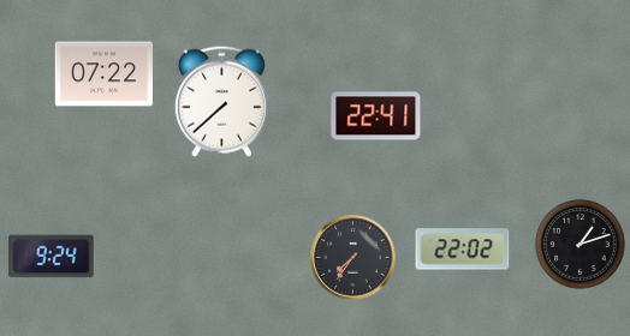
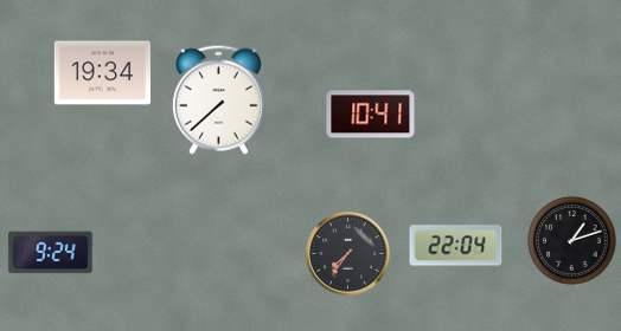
clock at (103, 74): 07:22 -> 19:34
clock at (376, 116): 22:41 -> 10:41
clock at (463, 250): 22:02 -> 22:04
